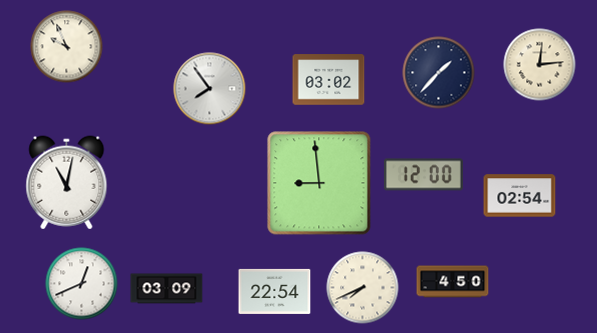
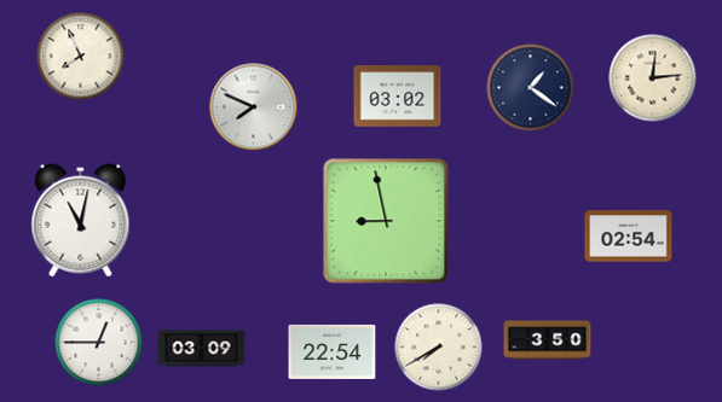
clock at (67, 47): 9:56 -> 7:56
clock at (439, 73): 1:37 -> 1:21
clock at (210, 89): 7:54 -> 7:49
clock at (423, 175): 12:00 -> none
clock at (319, 183): 8:59 -> 8:58
clock at (453, 282): 4:50 -> 3:50
clock at (82, 284): 12:41 -> 12:45
clock at (363, 288): 7:41 -> 7:40
